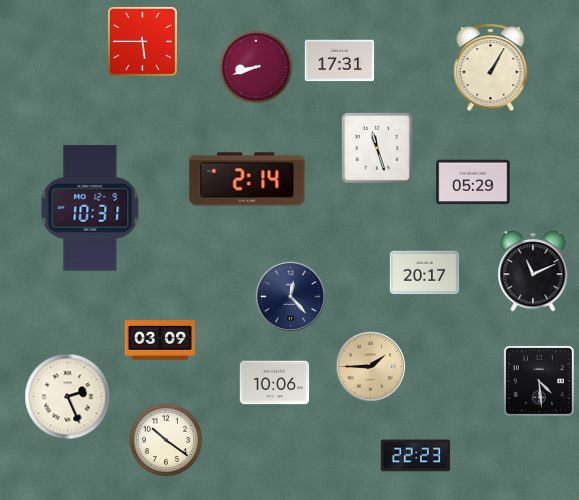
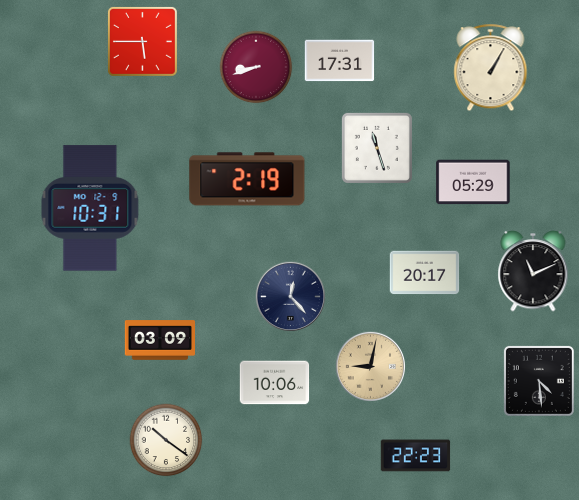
clock at (247, 179): 2:14 -> 2:19
clock at (370, 366): 1:45 -> 9:02
clock at (68, 397): 2:26 -> none
